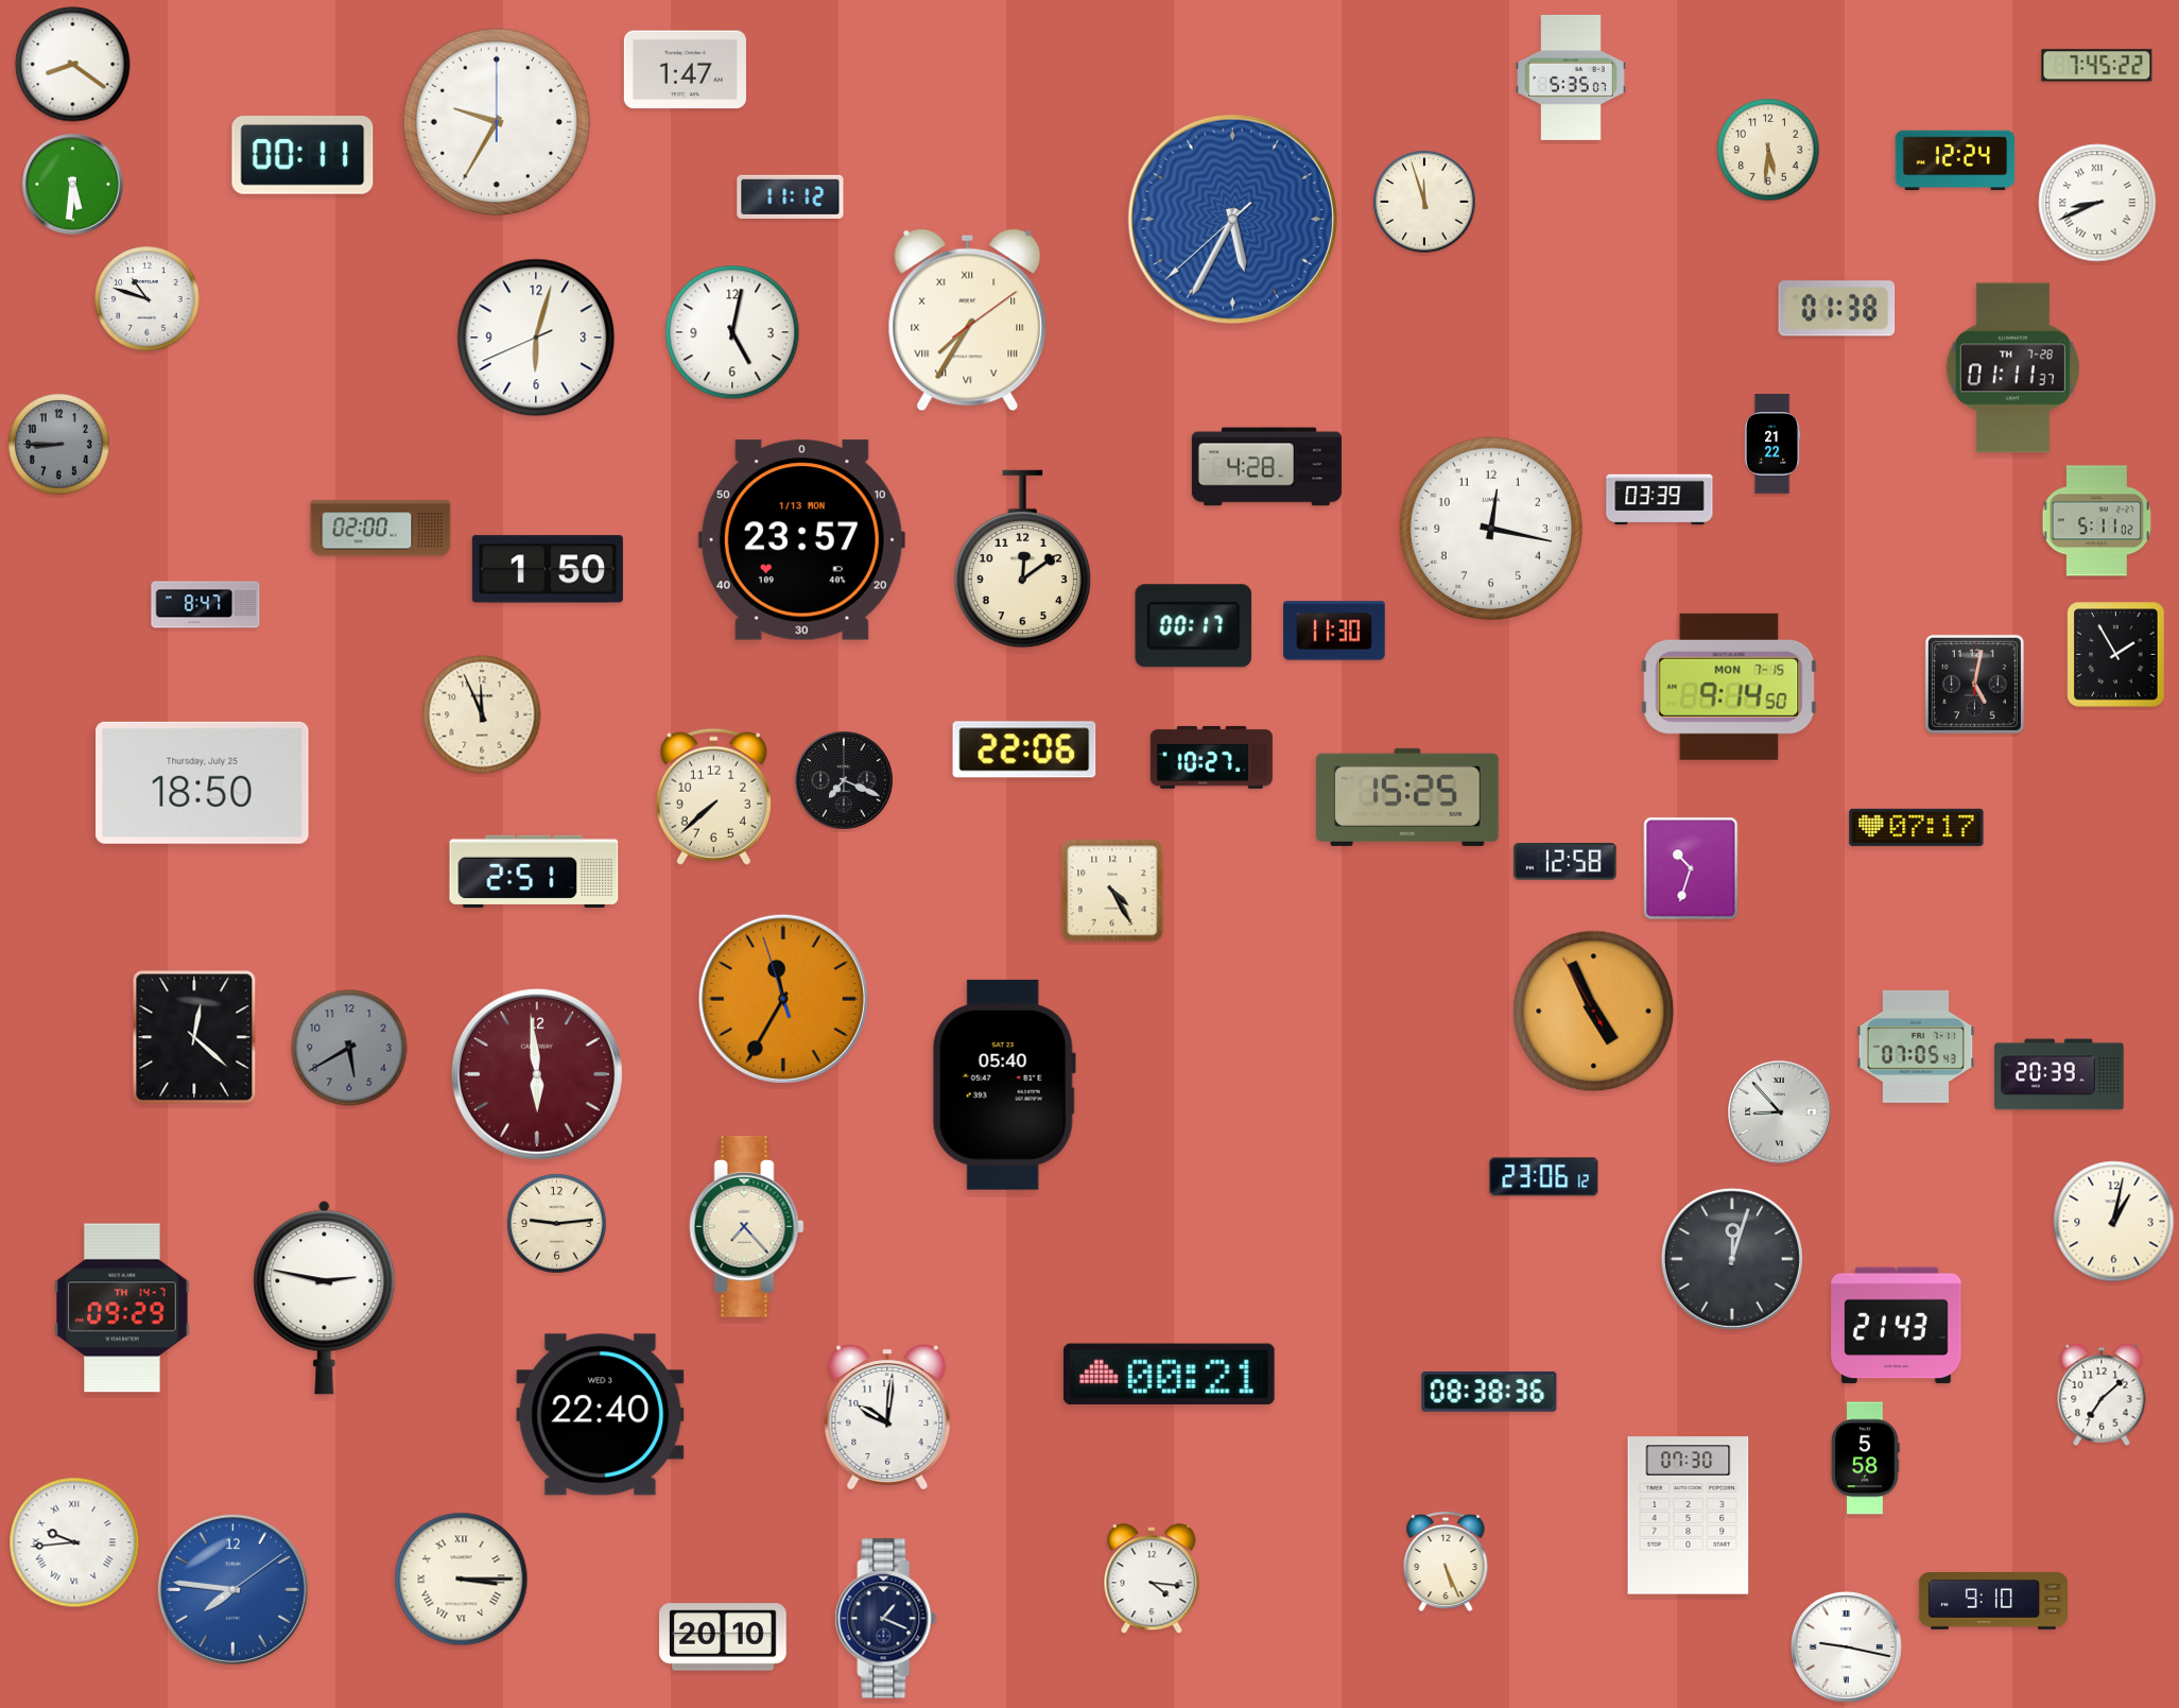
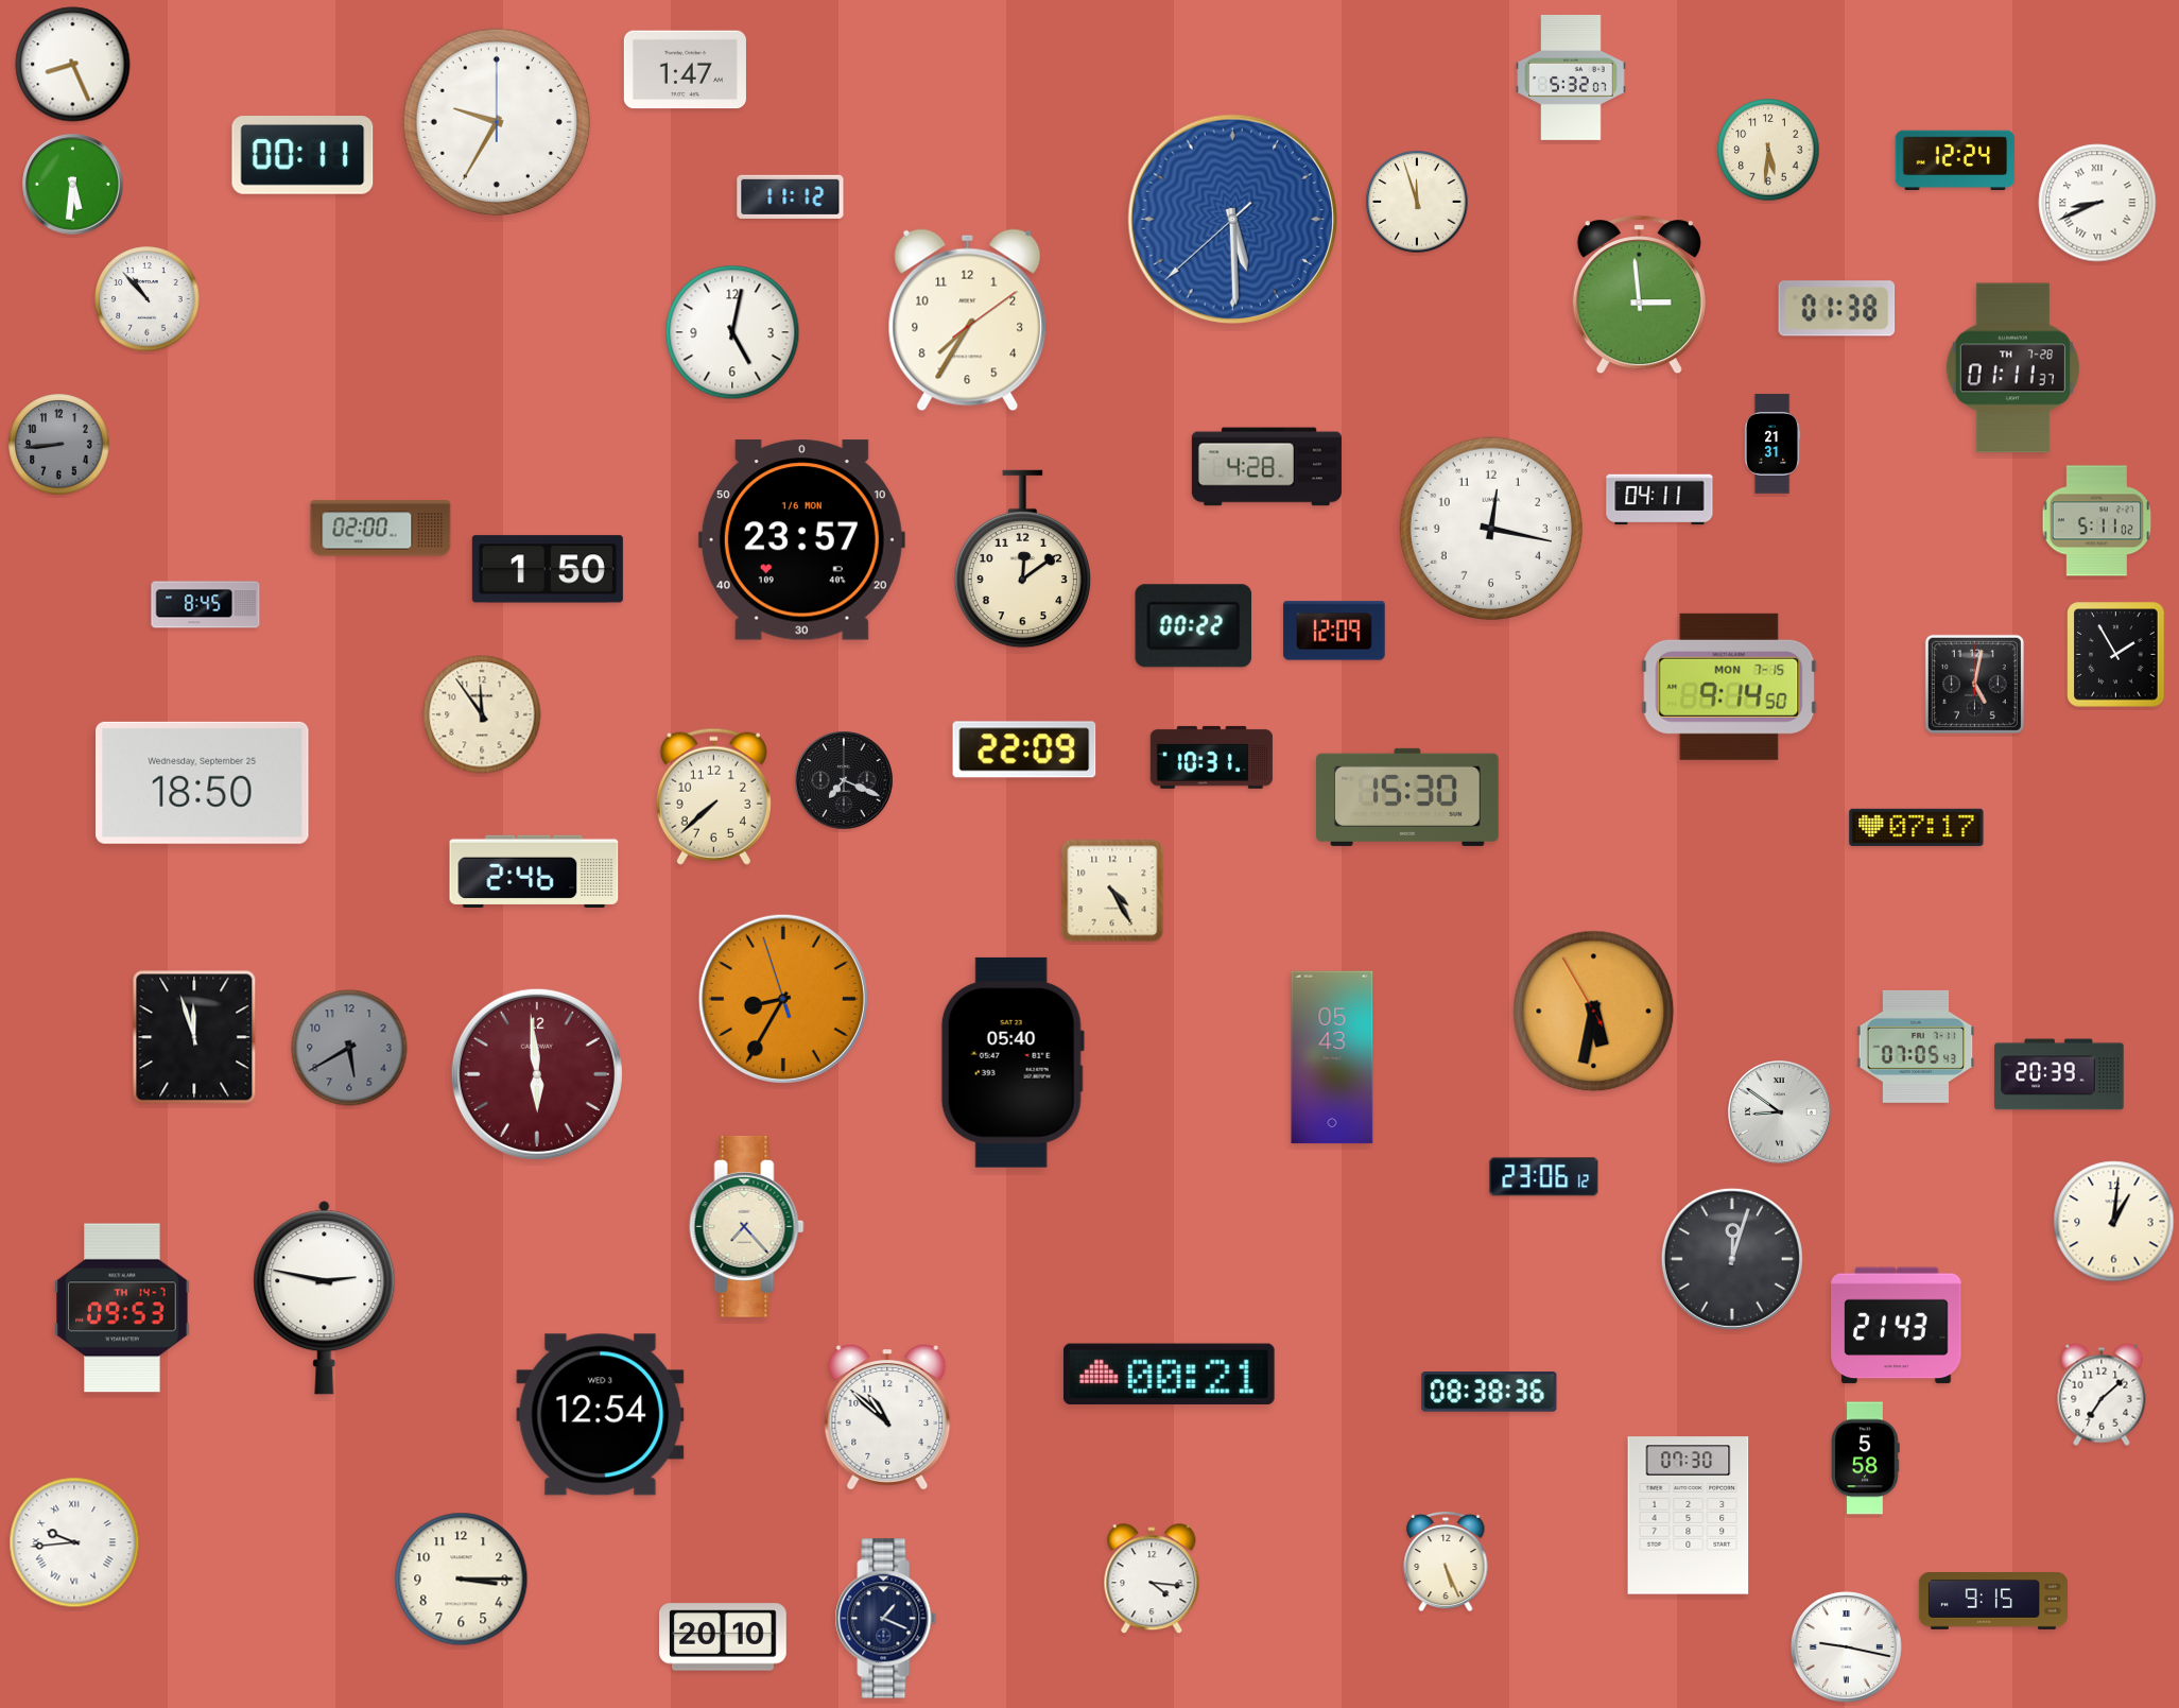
clock at (73, 65): 8:21 -> 8:26
clock at (2097, 66): 7:45 -> none
clock at (1571, 77): 5:35 -> 5:32
clock at (1424, 202) position: (1424, 202) -> (1417, 202)
clock at (1232, 219): 5:34 -> 5:29
clock at (1639, 295): none -> 2:59
clock at (148, 299): 10:48 -> 10:53
clock at (968, 321) numerals: Roman -> Arabic
clock at (536, 338): 6:02 -> none
clock at (1772, 444): 21:22 -> 21:31
clock at (59, 445): 8:45 -> 8:44
clock at (1660, 500): 03:39 -> 04:11
clock at (801, 540) date: 1/13 MON -> 1/6 MON
clock at (206, 605): 8:47 -> 8:45
clock at (1194, 626): 00:17 -> 00:22
clock at (1334, 631): 11:30 -> 12:09
clock at (482, 714): 11:56 -> 11:54
clock at (1024, 749): 22:06 -> 22:09
clock at (1211, 757): 10:27 -> 10:31
clock at (203, 782) date: Thursday, July 25 -> Wednesday, September 25
clock at (1408, 797): 15:25 -> 15:30
clock at (1566, 862): 12:58 -> none
clock at (1691, 868): 10:33 -> none
clock at (534, 870): 2:51 -> 2:46
clock at (783, 999): 11:34 -> 8:34
clock at (1594, 1012): 4:55 -> 5:31
clock at (194, 1037): 12:22 -> 11:57
clock at (1332, 1057): none -> 05:43
clock at (1004, 1085) position: (1004, 1085) -> (1013, 1063)
clock at (1780, 1112): 8:53 -> 8:51
clock at (2114, 1222): 1:02 -> 1:01
clock at (557, 1224): 9:14 -> none
clock at (122, 1308): 09:29 -> 09:53
clock at (601, 1415): 22:40 -> 12:54
clock at (887, 1417): 10:01 -> 10:52
clock at (462, 1580) numerals: Roman -> Arabic
clock at (232, 1589): 7:46 -> none
clock at (1992, 1602): 9:10 -> 9:15
